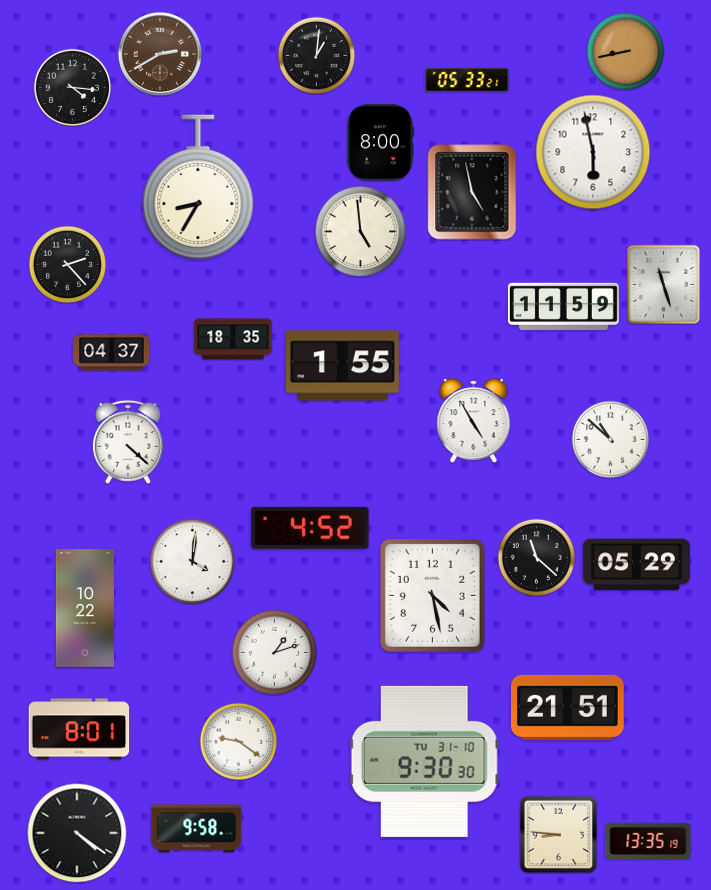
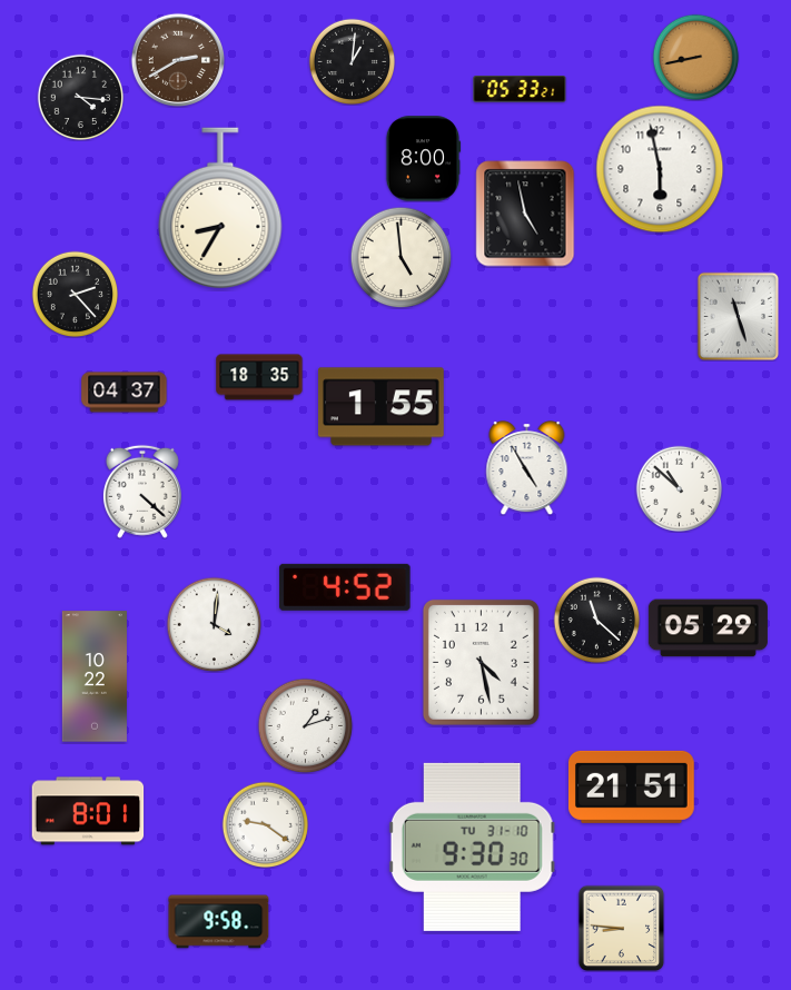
clock at (563, 307): 11:59 -> none
clock at (77, 833): 4:21 -> none
clock at (648, 841): 13:35 -> none
